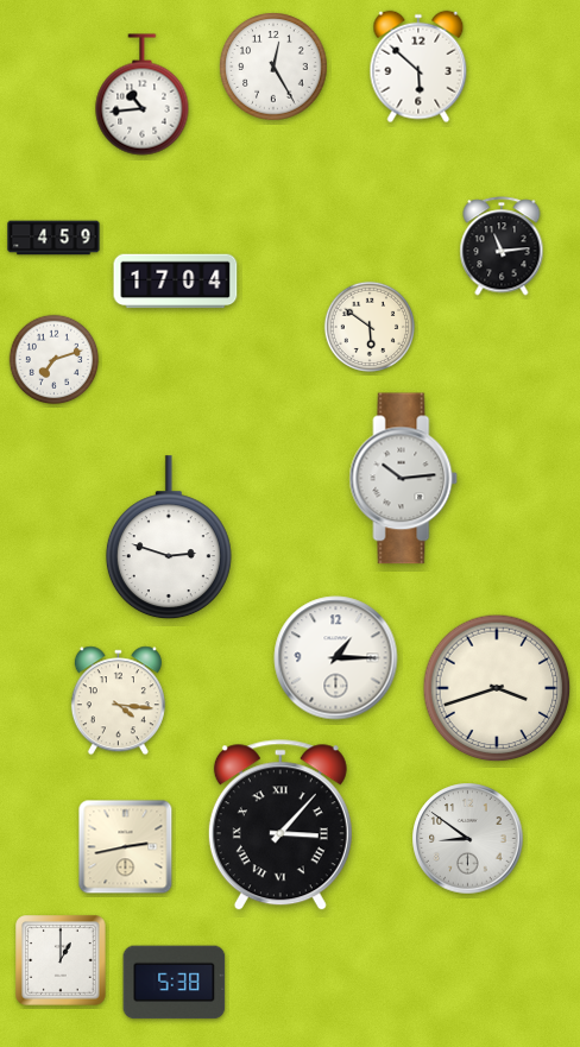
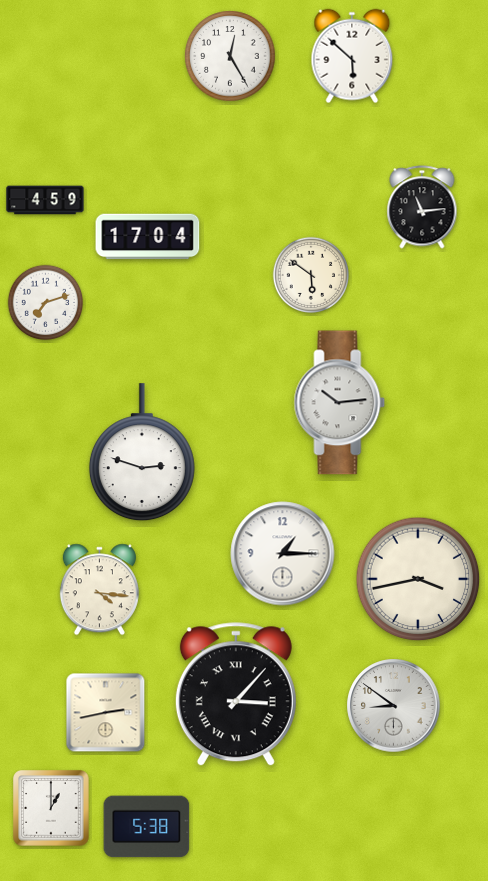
clock at (143, 95): 10:44 -> none
clock at (497, 688): 3:42 -> 3:43
